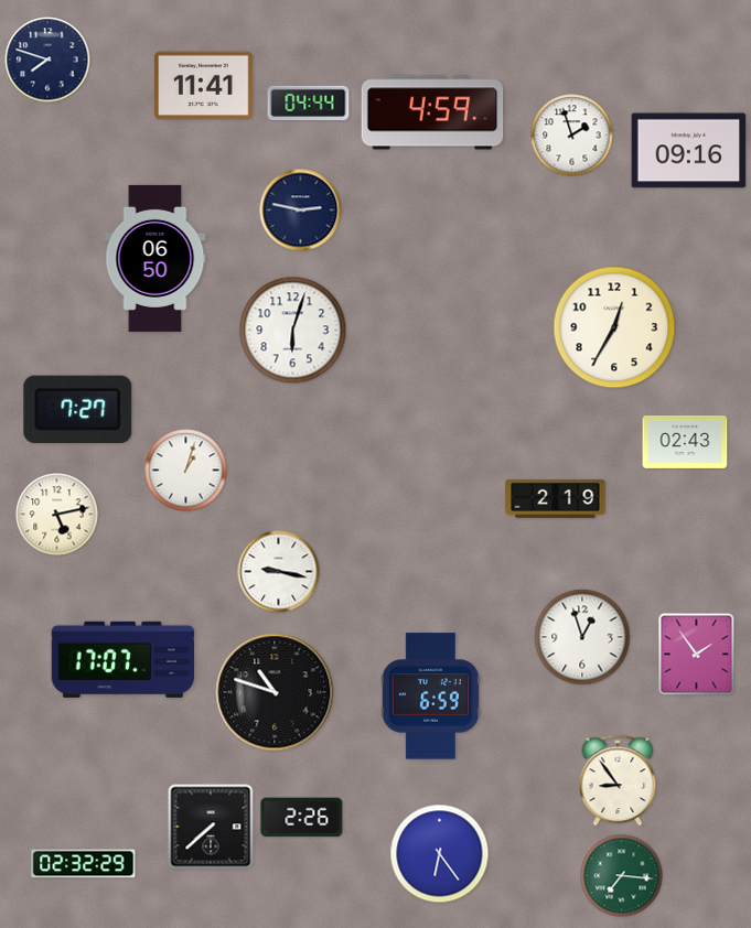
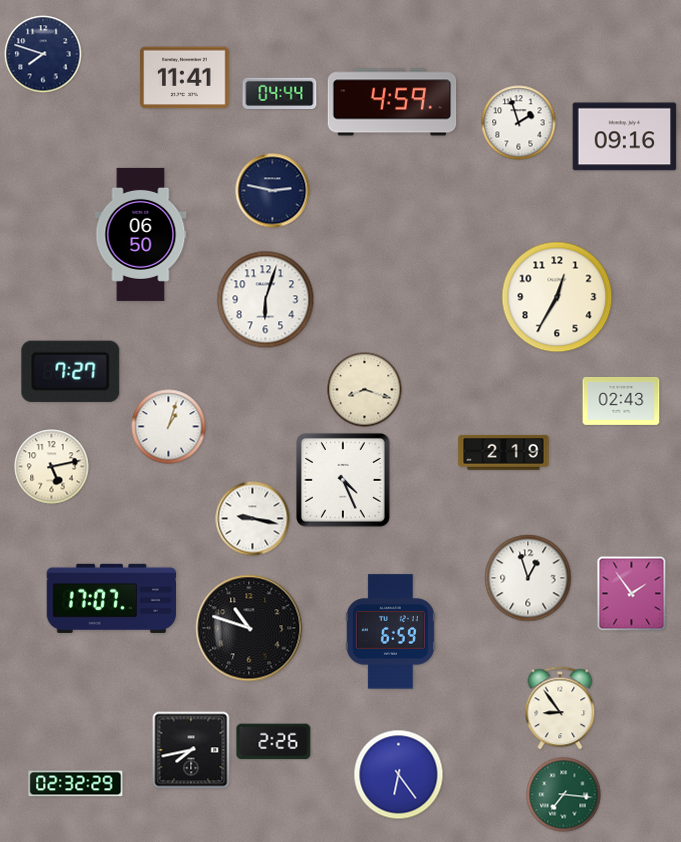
clock at (365, 390): none -> 8:18
clock at (344, 481): none -> 4:26
clock at (211, 827): 7:38 -> 7:43
